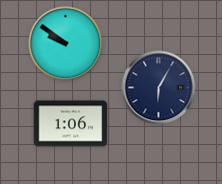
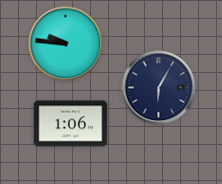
clock at (66, 44): 9:51 -> 9:46
